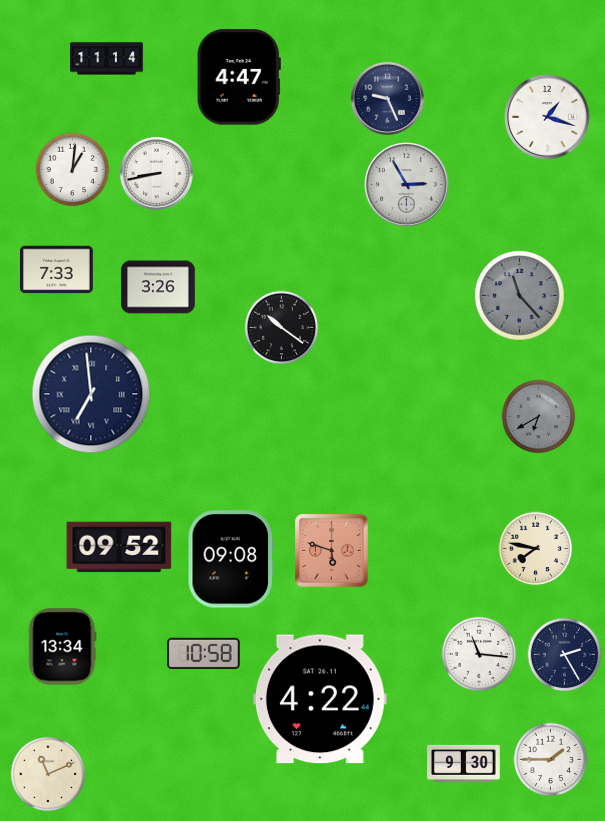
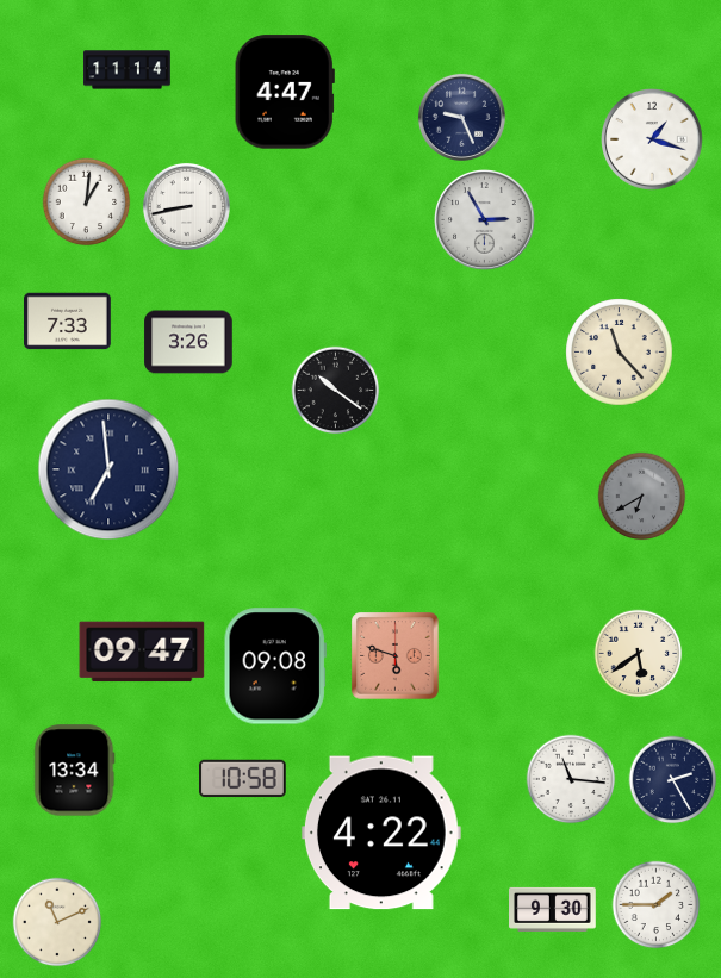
clock at (520, 296) dial: grey -> cream
clock at (119, 547): 09:52 -> 09:47
clock at (536, 549): 7:47 -> 5:39
